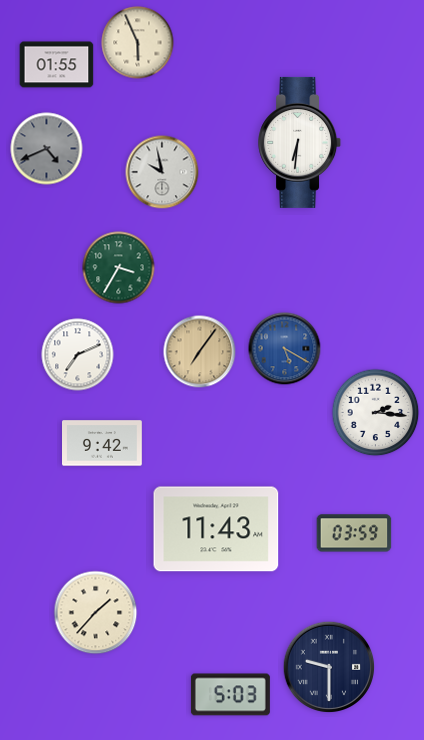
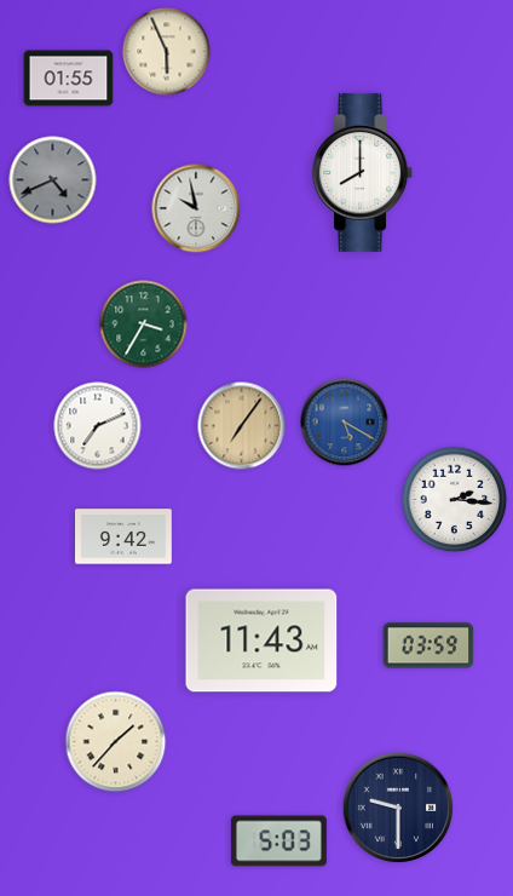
clock at (300, 142): 6:31 -> 8:00
clock at (47, 149) position: (47, 149) -> (53, 180)
clock at (78, 355) position: (78, 355) -> (98, 426)
